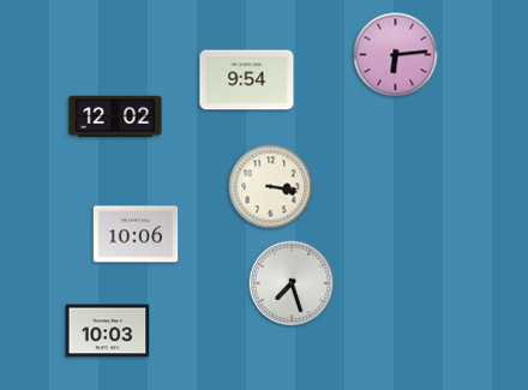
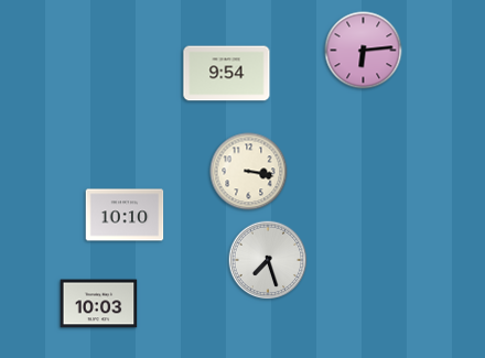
clock at (115, 116): 12:02 -> none
clock at (136, 234): 10:06 -> 10:10
